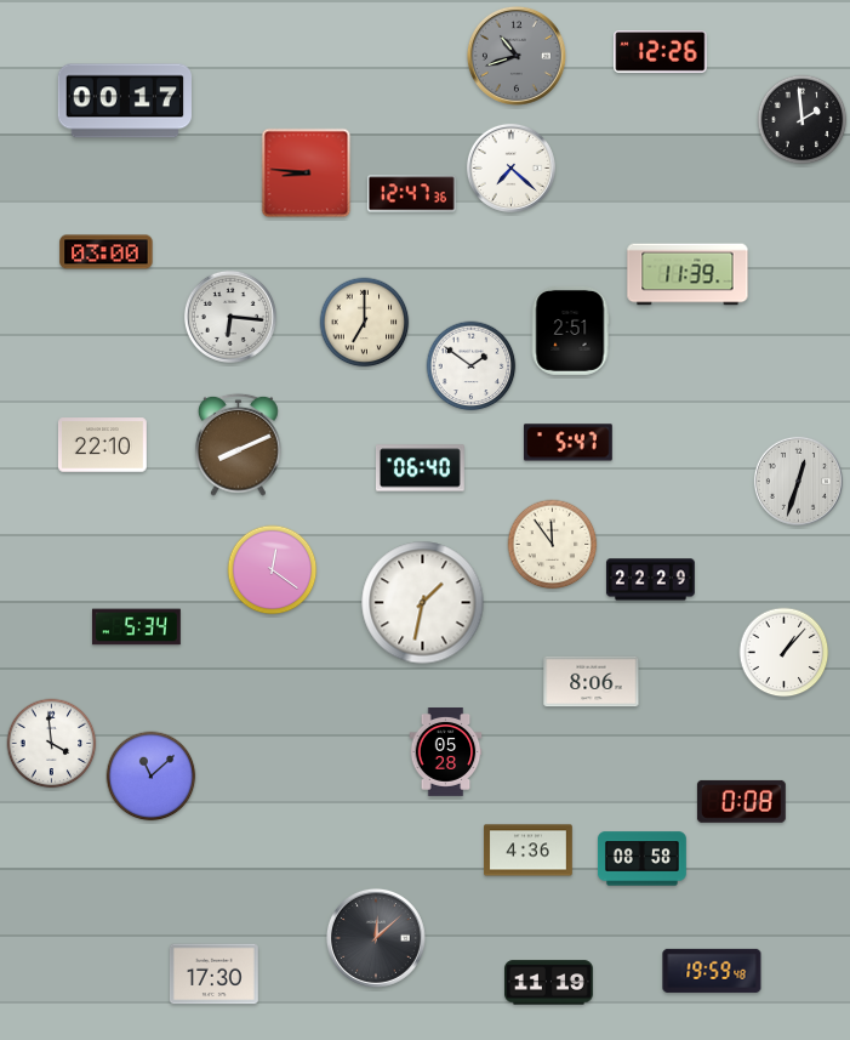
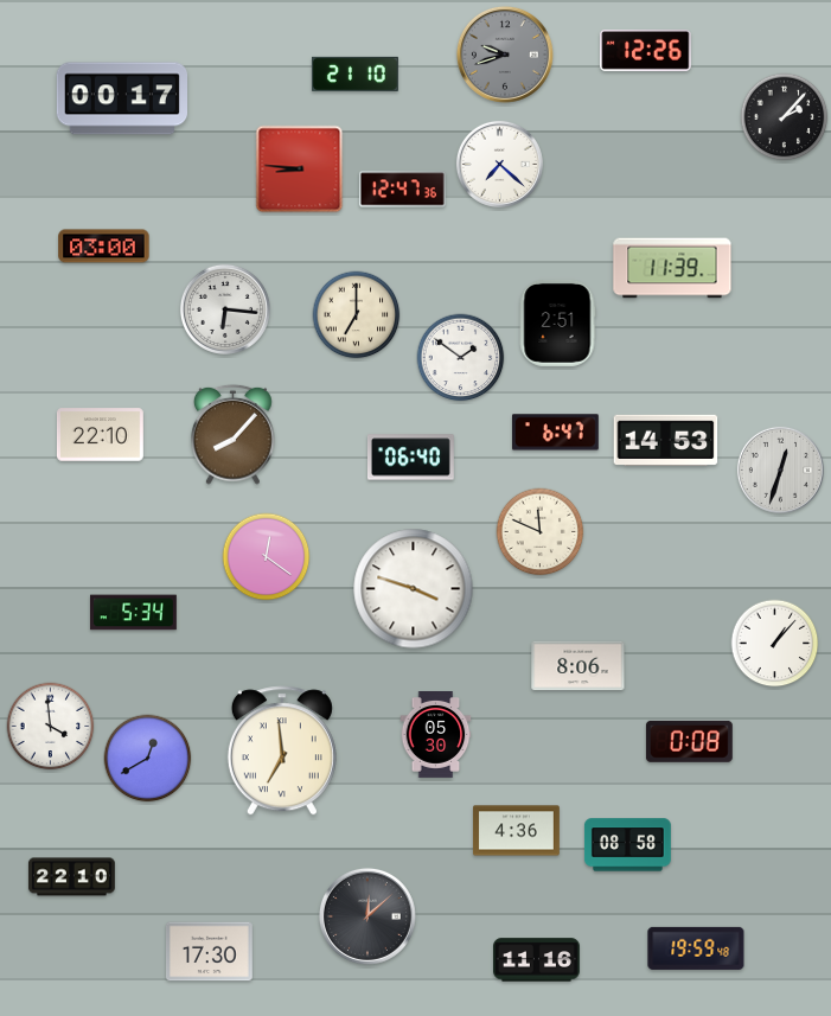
clock at (517, 56): 10:42 -> 9:42
clock at (354, 74): none -> 21:10
clock at (803, 120): 1:59 -> 2:07
clock at (567, 443): 5:47 -> 6:47
clock at (239, 444): 8:11 -> 8:07
clock at (666, 440): none -> 14:53
clock at (553, 545): 11:54 -> 11:49
clock at (650, 580): 22:29 -> none
clock at (423, 603): 1:32 -> 3:48
clock at (785, 653) position: (785, 653) -> (775, 644)
clock at (446, 752): 05:28 -> 05:30
clock at (282, 750): none -> 6:59
clock at (152, 777): 11:08 -> 12:40
clock at (741, 801) position: (741, 801) -> (689, 741)
clock at (641, 859) position: (641, 859) -> (627, 845)
clock at (71, 877): none -> 22:10
clock at (549, 983): 11:19 -> 11:16
